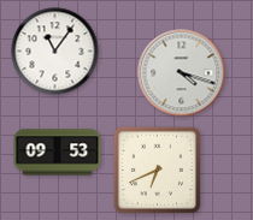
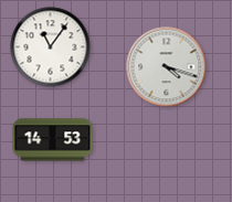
clock at (58, 153): 09:53 -> 14:53
clock at (157, 170): 6:41 -> none
